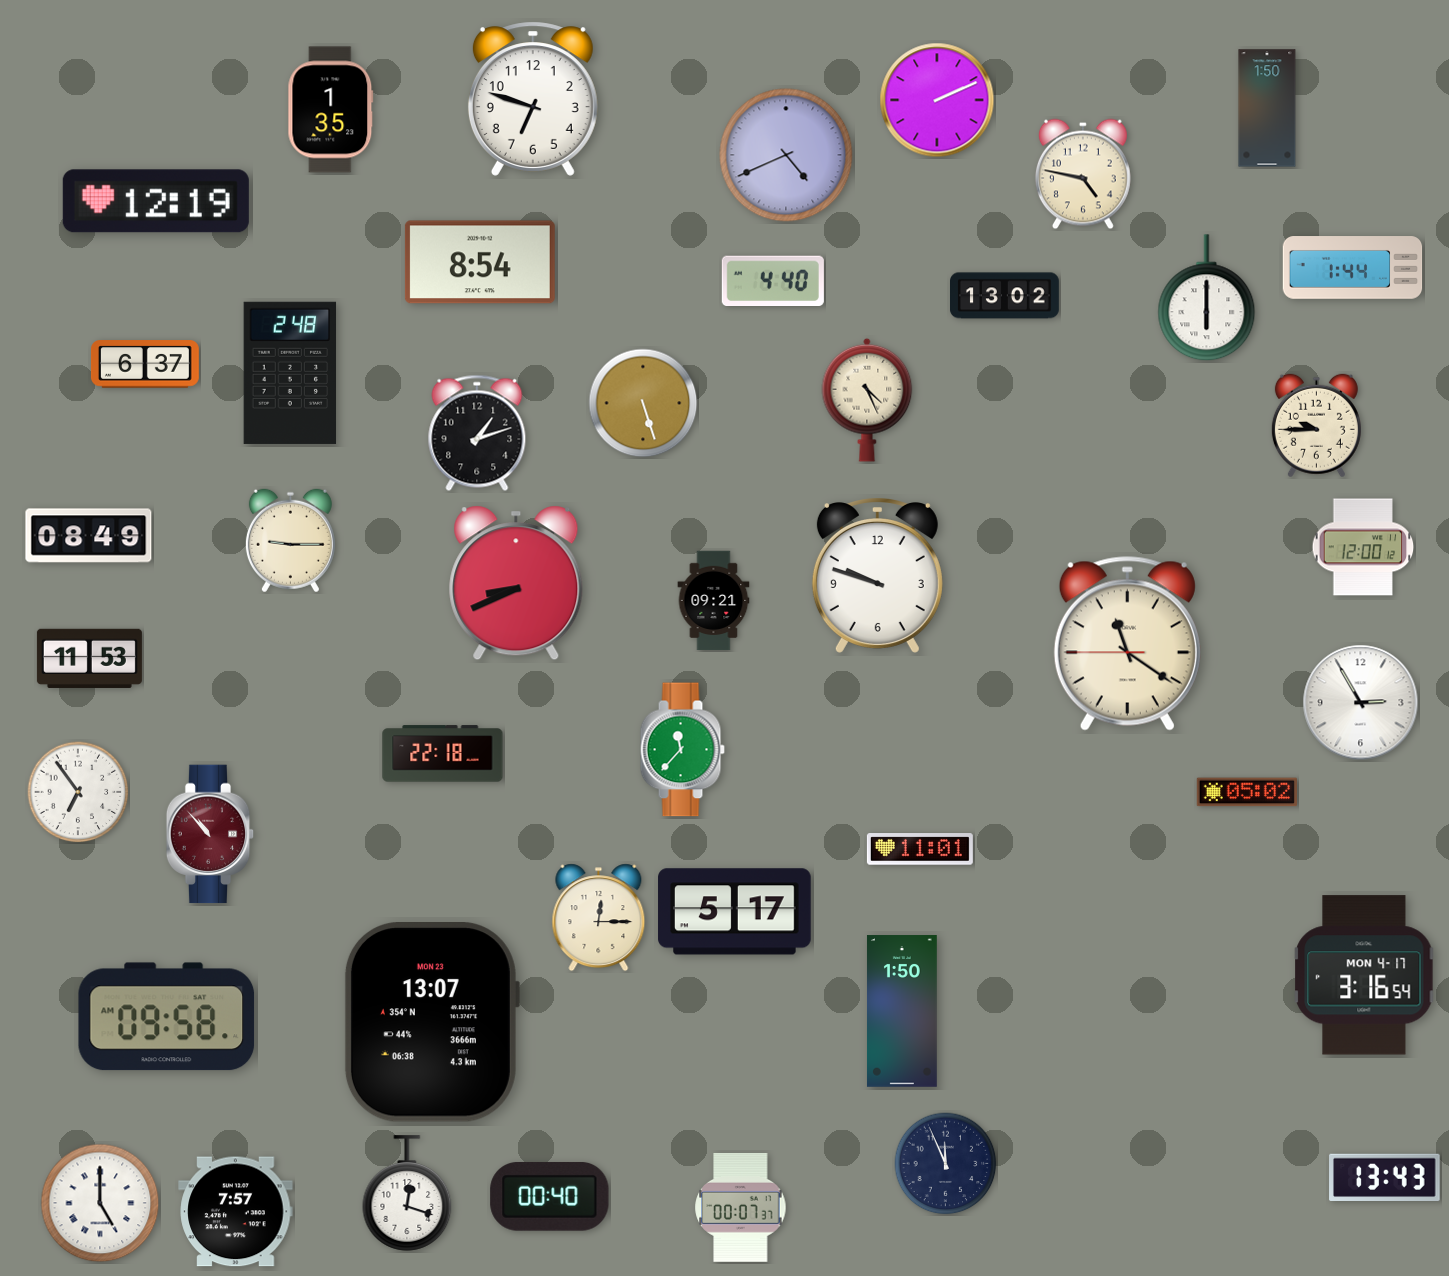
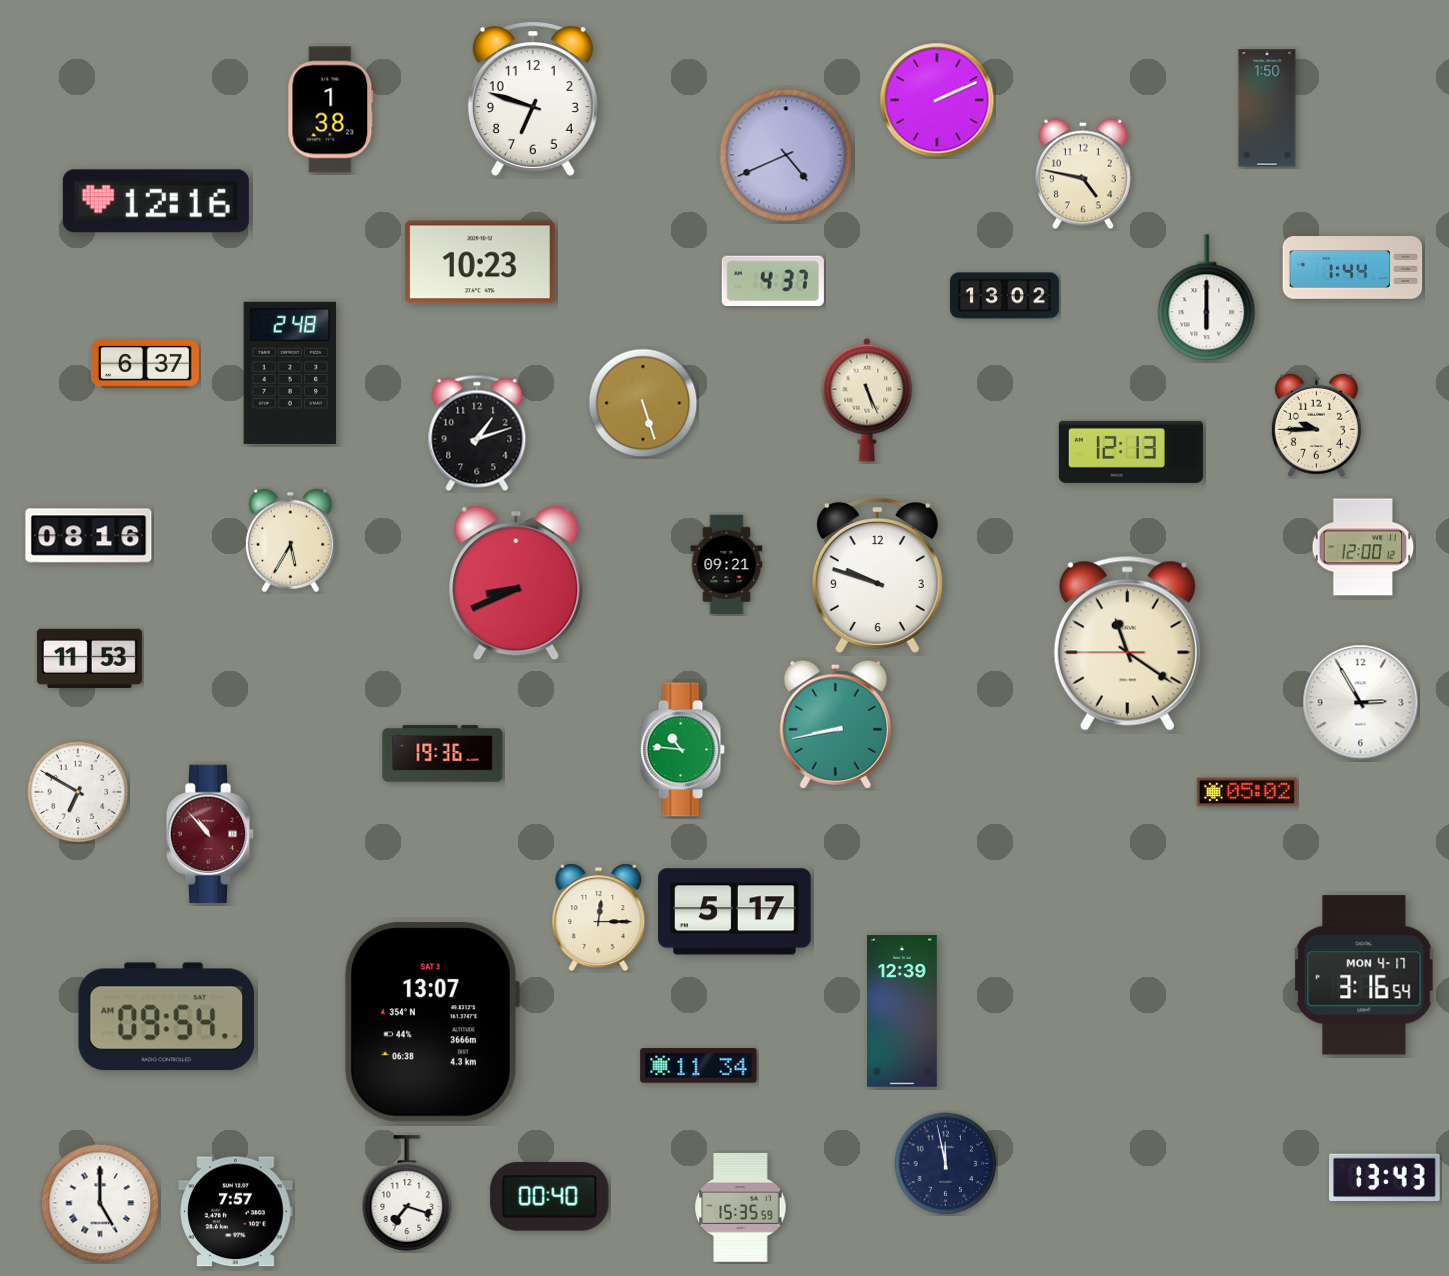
clock at (331, 110): 1:35 -> 1:38
clock at (156, 201): 12:19 -> 12:16
clock at (480, 262): 8:54 -> 10:23
clock at (773, 280): 4:40 -> 4:37
clock at (867, 400): 4:26 -> 5:26
clock at (1131, 452): none -> 12:13
clock at (89, 536): 08:49 -> 08:16
clock at (290, 541): 9:15 -> 5:35
clock at (714, 601) position: (714, 601) -> (727, 565)
clock at (835, 724): none -> 8:43
clock at (682, 750): 11:37 -> 10:46
clock at (443, 754): 22:18 -> 19:36
clock at (78, 792): 6:54 -> 6:50
clock at (920, 849): 11:01 -> none
clock at (902, 1011): 1:50 -> 12:39
clock at (167, 1017): 09:58 -> 09:54
clock at (431, 1023) date: MON 23 -> SAT 3
clock at (699, 1066): none -> 11:34
clock at (946, 1164): 11:56 -> 11:58
clock at (407, 1193): 12:18 -> 7:18
clock at (741, 1207): 00:07 -> 15:35
